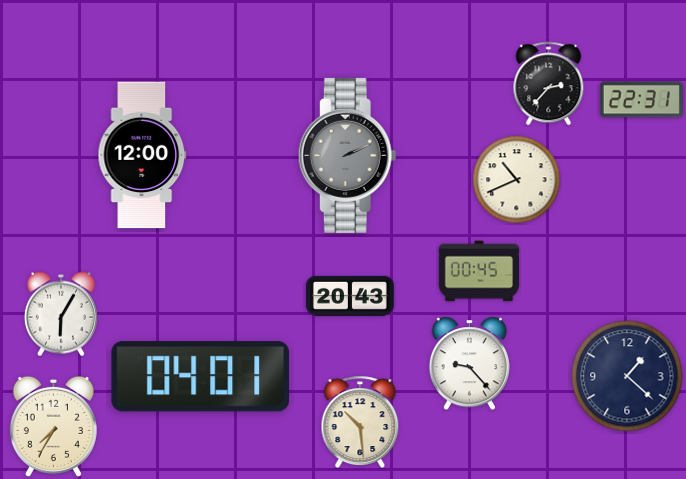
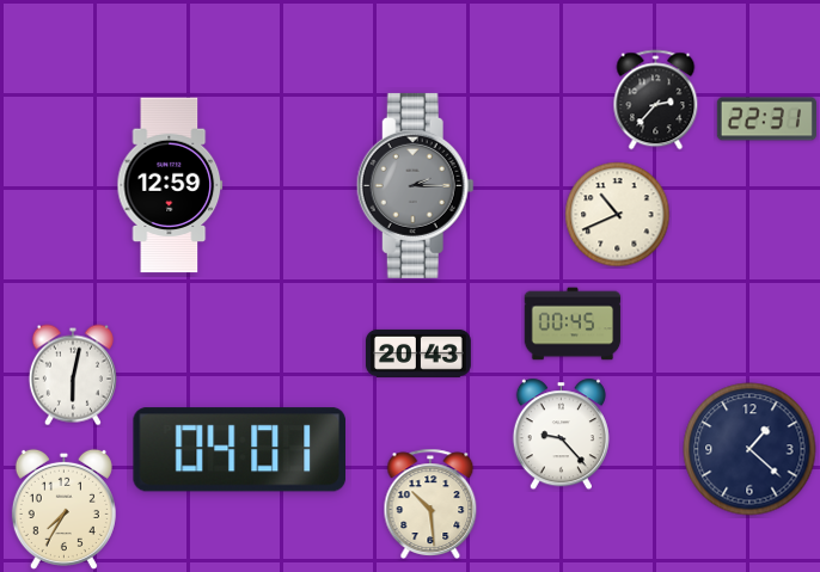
clock at (142, 155): 12:00 -> 12:59
clock at (347, 155): 2:11 -> 2:15
clock at (61, 314): 6:05 -> 6:02
